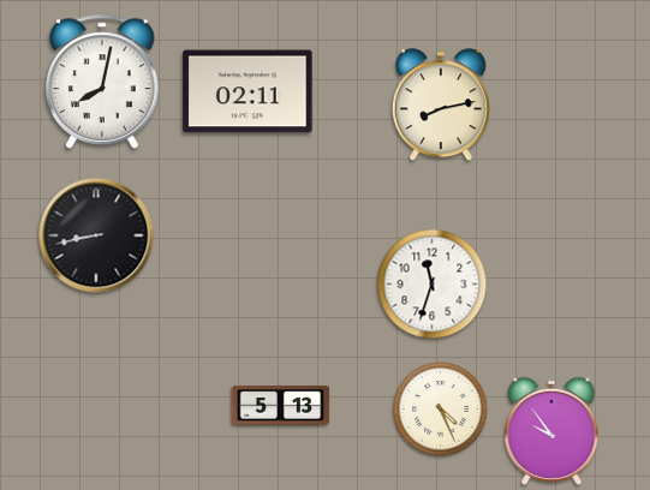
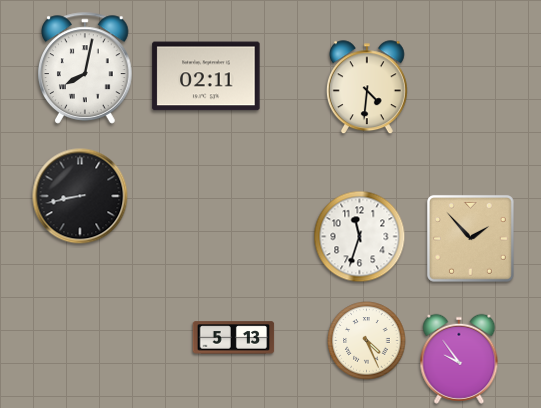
clock at (441, 106): 8:13 -> 4:31
clock at (470, 238): none -> 1:53
